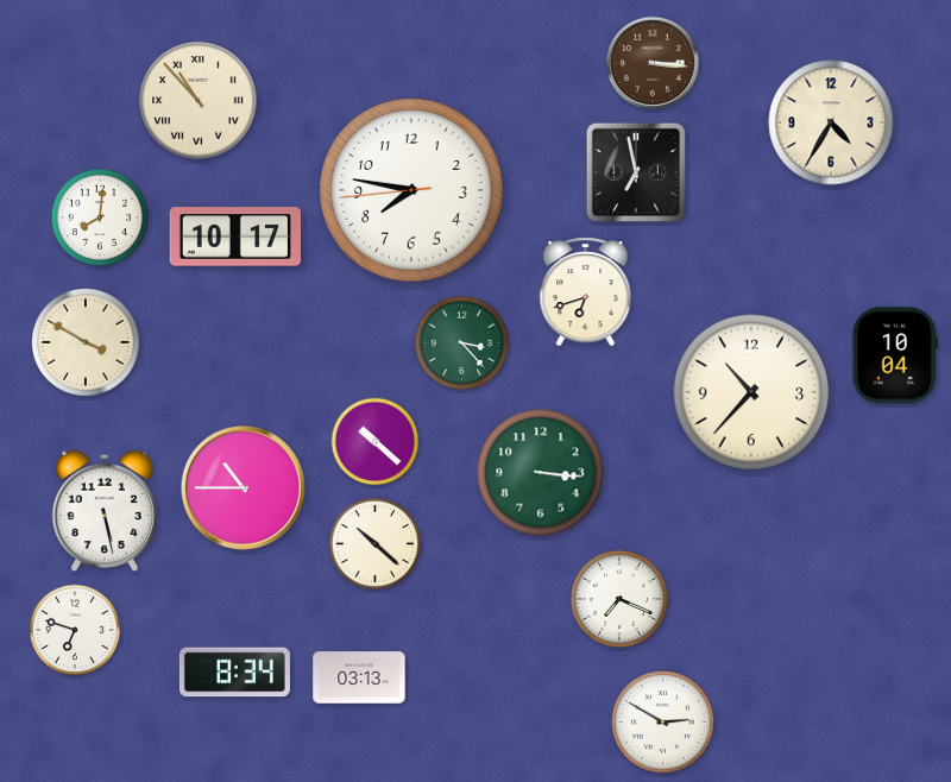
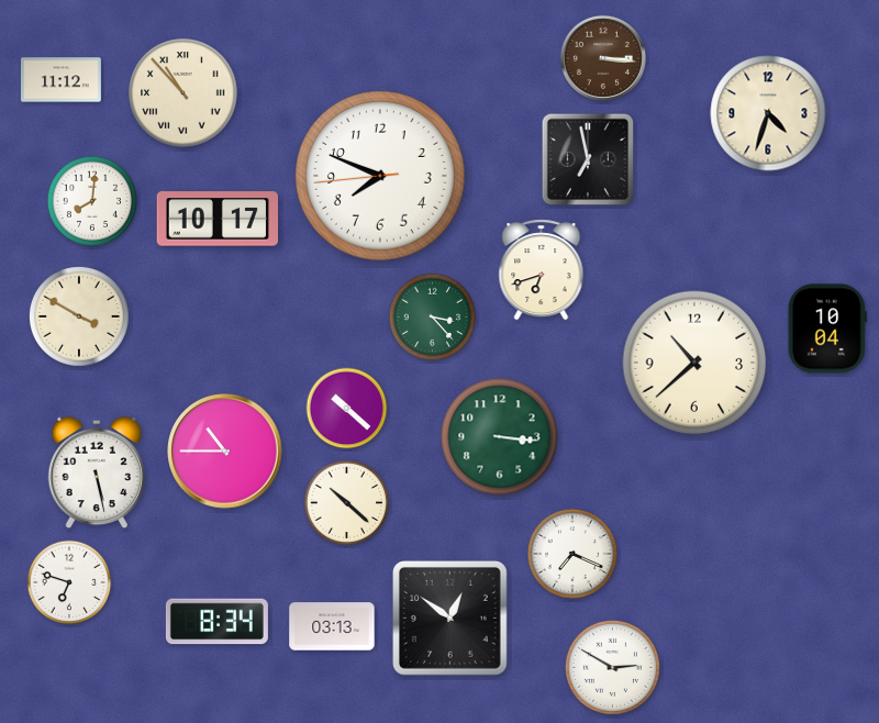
clock at (60, 80): none -> 11:12
clock at (831, 122): 4:35 -> 4:33
clock at (411, 190): 7:46 -> 7:48
clock at (462, 343) position: (462, 343) -> (433, 318)
clock at (751, 392): 10:37 -> 10:38
clock at (449, 618): none -> 12:51
